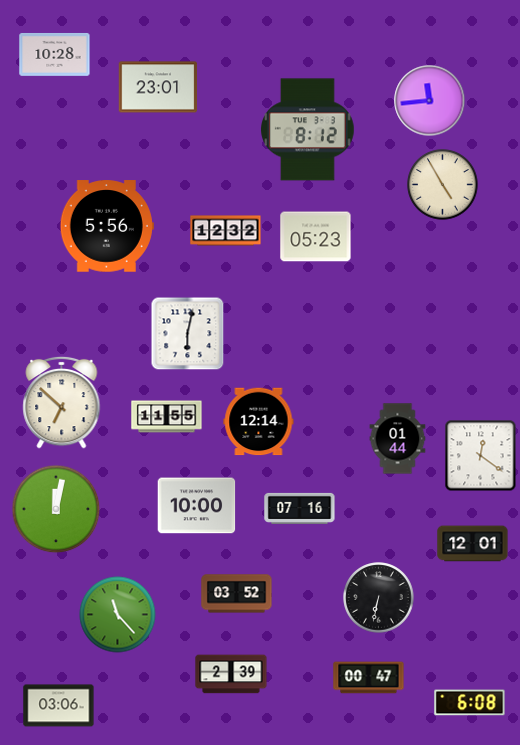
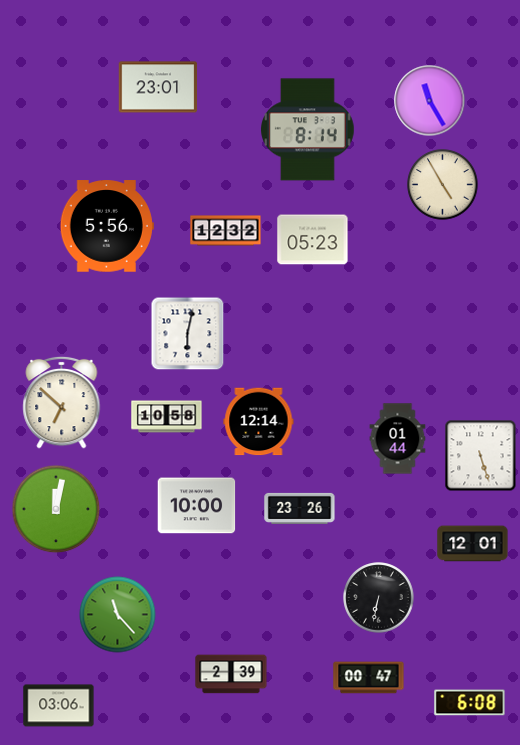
clock at (55, 54): 10:28 -> none
clock at (430, 101): 11:44 -> 11:25
clock at (308, 130): 8:12 -> 8:14
clock at (316, 237) position: (316, 237) -> (313, 240)
clock at (167, 417): 11:55 -> 10:58
clock at (481, 456): 12:21 -> 5:27
clock at (300, 508): 07:16 -> 23:26
clock at (237, 594): 03:52 -> none
